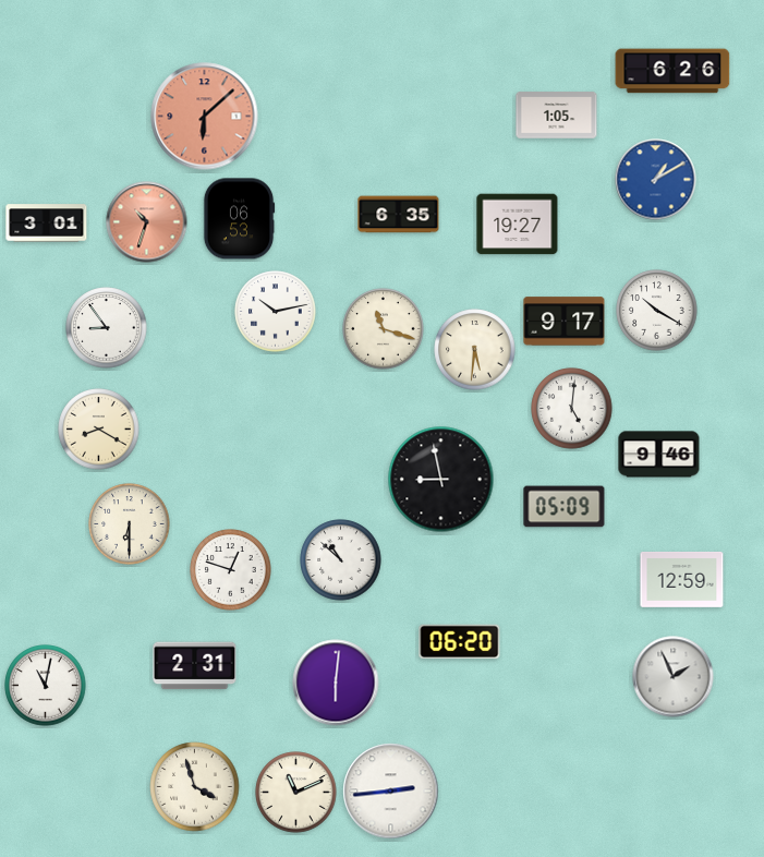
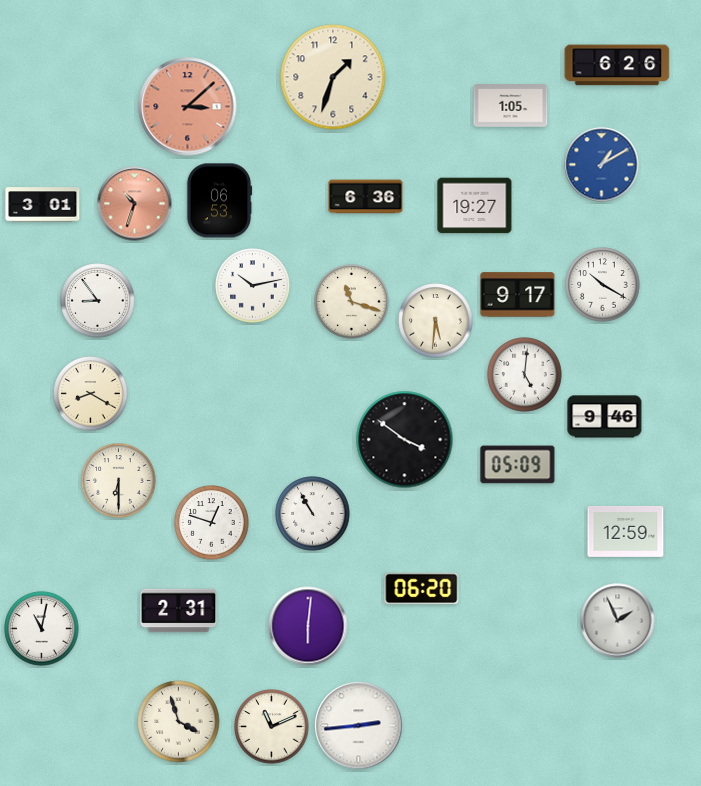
clock at (333, 77): none -> 1:33
clock at (205, 117): 6:08 -> 3:08
clock at (399, 215): 6:35 -> 6:36
clock at (441, 480): 8:58 -> 3:51
clock at (341, 560): 10:52 -> 10:55
